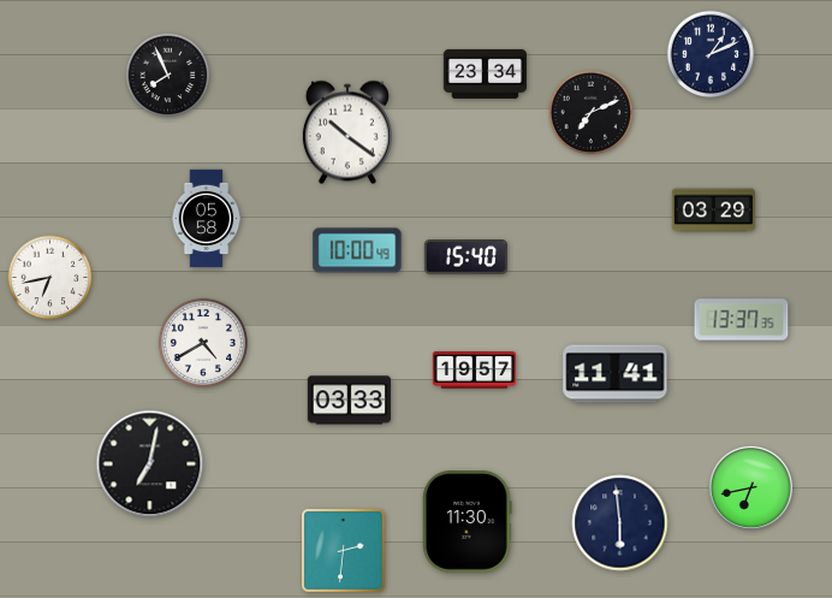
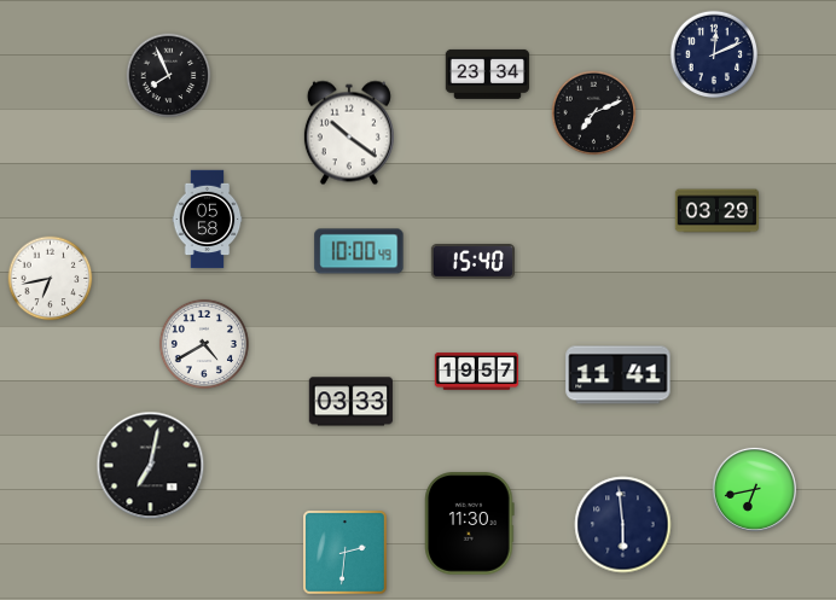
clock at (711, 54): 1:11 -> 12:11
clock at (465, 257) position: (465, 257) -> (472, 262)
clock at (742, 320): 13:37 -> none
